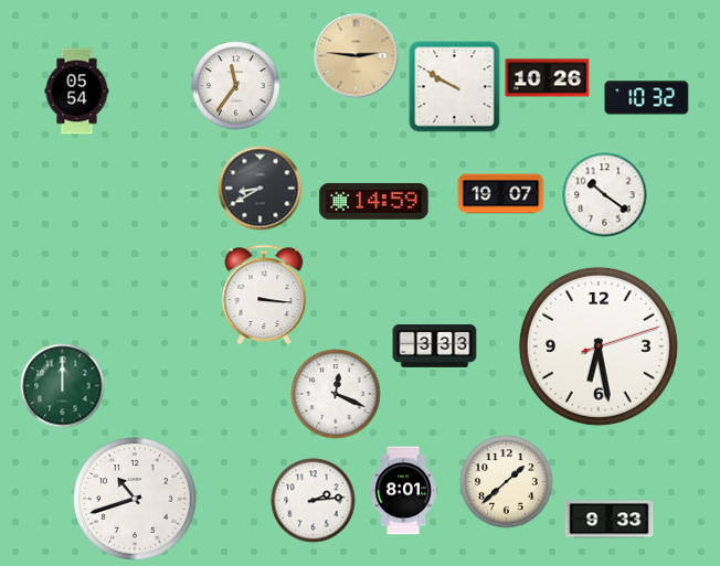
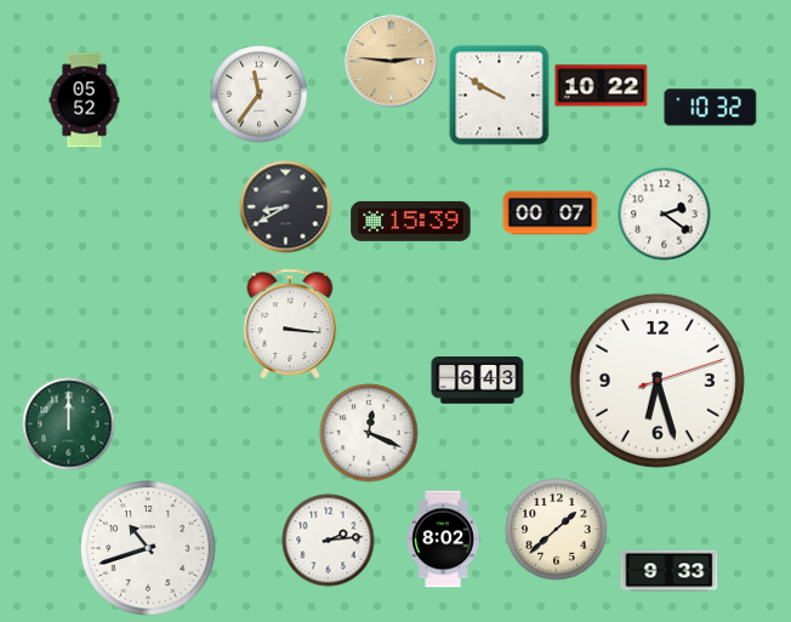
clock at (548, 78): 10:26 -> 10:22
clock at (77, 92): 05:54 -> 05:52
clock at (501, 194): 19:07 -> 00:07
clock at (605, 195): 10:21 -> 2:21
clock at (374, 201): 14:59 -> 15:39
clock at (435, 346): 3:33 -> 6:43
clock at (599, 346): 6:28 -> 6:27
clock at (403, 491): 8:01 -> 8:02
clock at (314, 501) position: (314, 501) -> (329, 541)
